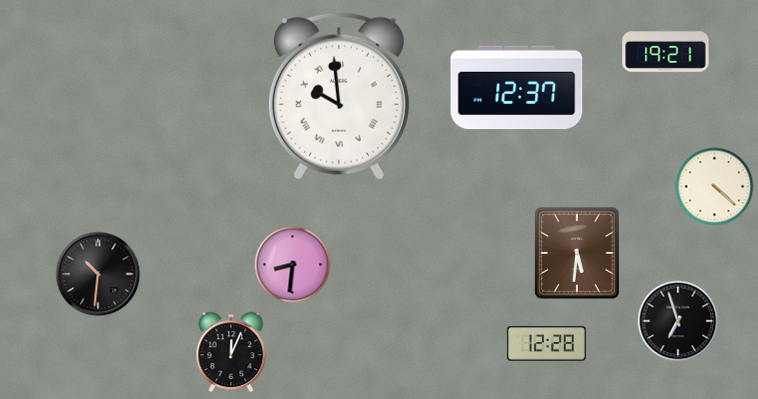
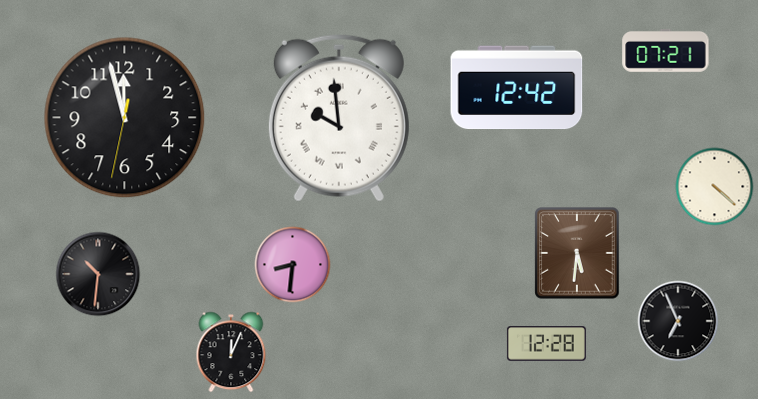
clock at (666, 51): 19:21 -> 07:21
clock at (517, 88): 12:37 -> 12:42
clock at (339, 96) position: (339, 96) -> (339, 118)
clock at (125, 118): none -> 11:57
clock at (678, 321): 6:57 -> 6:56
